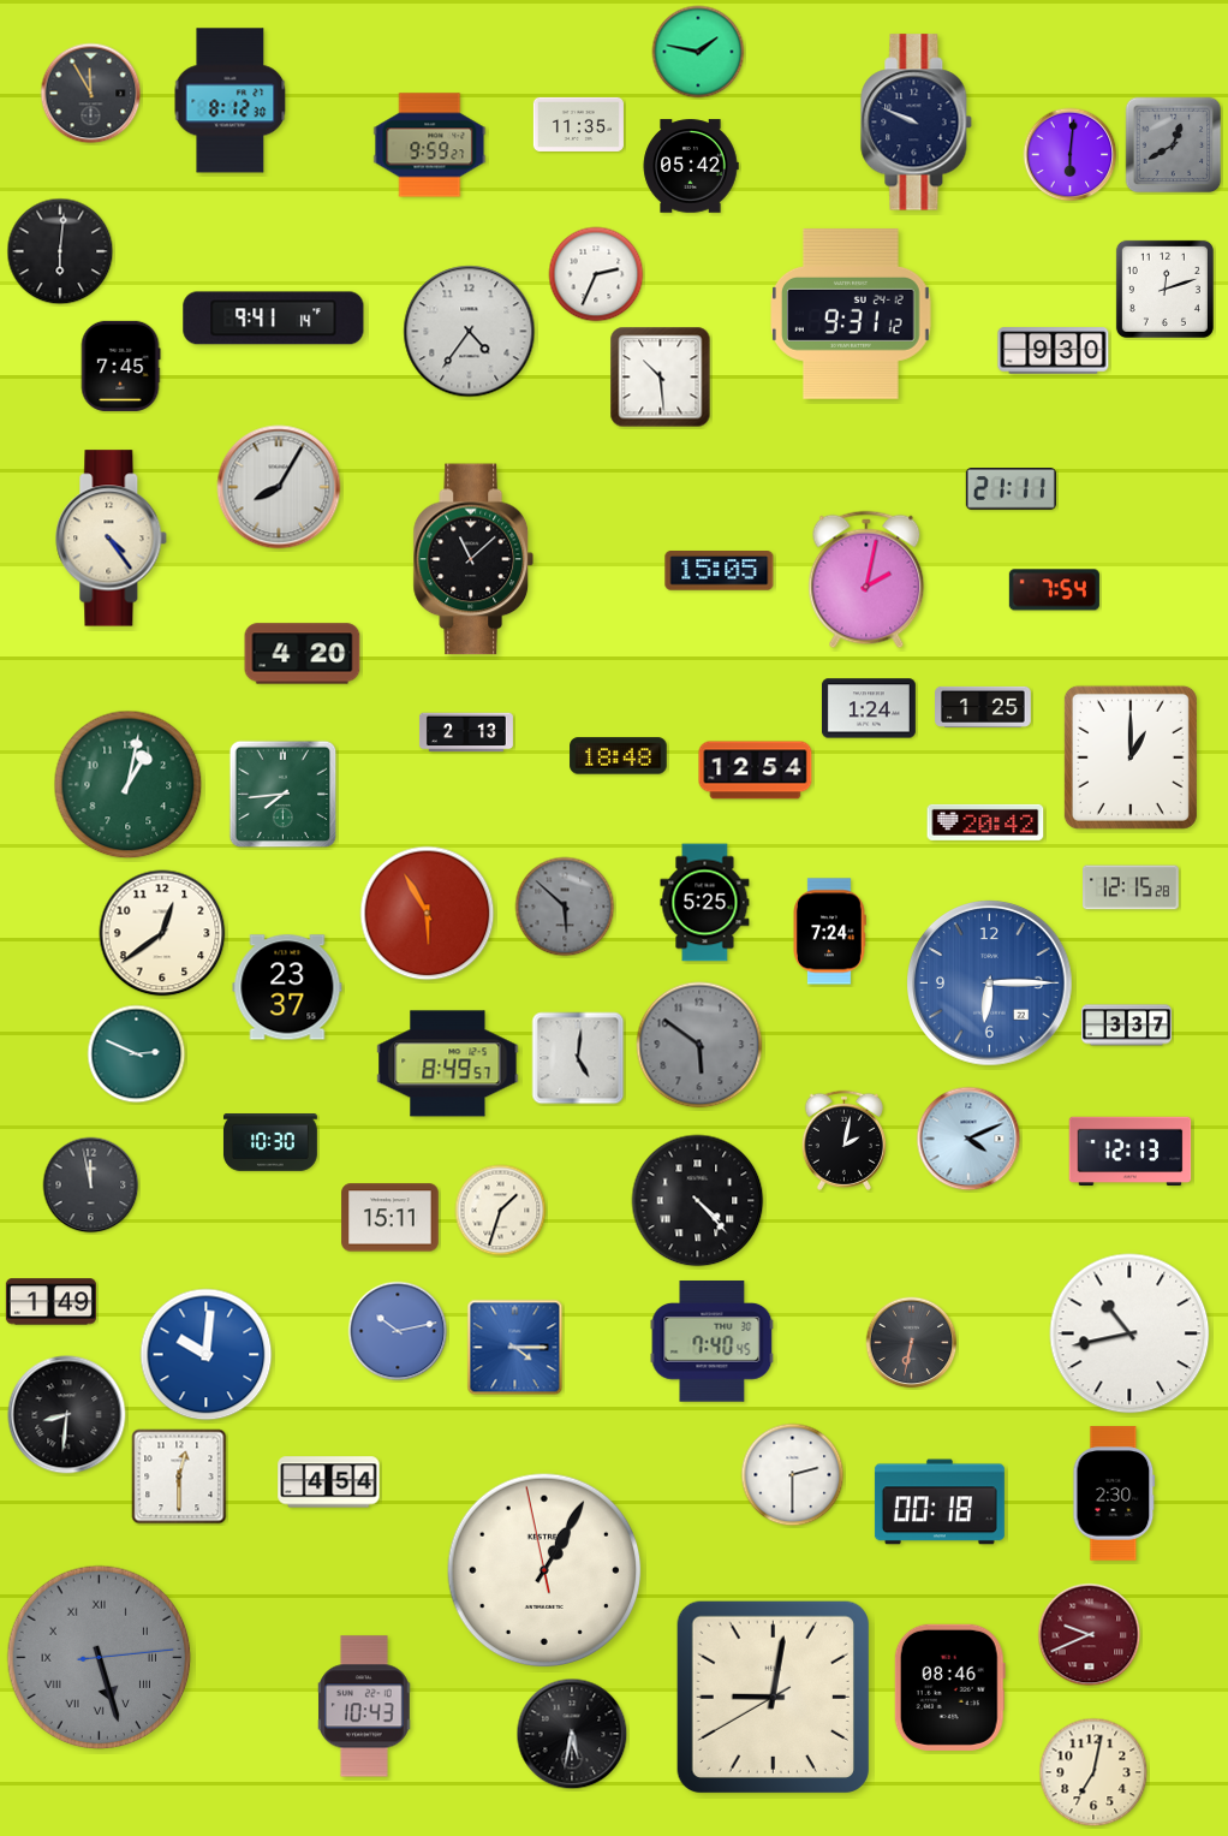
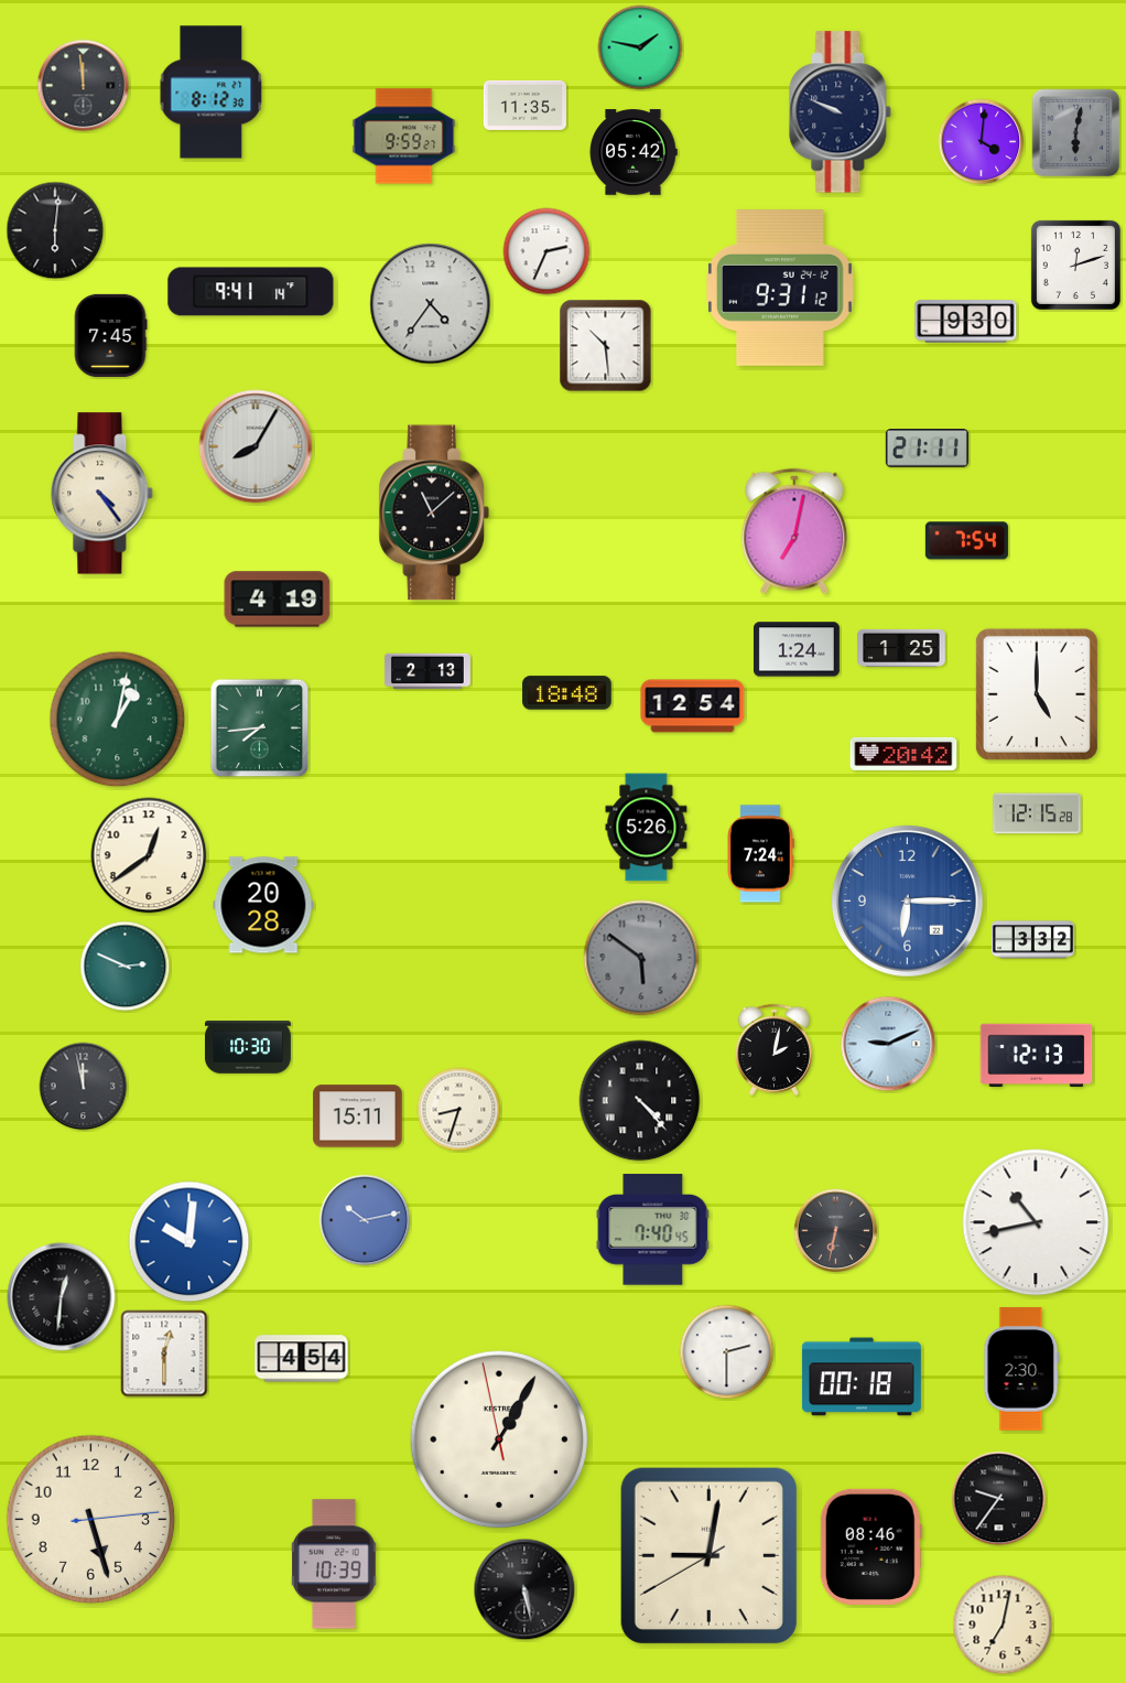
clock at (91, 94): 11:55 -> 11:59
clock at (578, 124) position: (578, 124) -> (524, 105)
clock at (430, 145) position: (430, 145) -> (404, 137)
clock at (1174, 145): 12:40 -> 6:02
clock at (1071, 155): 6:01 -> 4:01
clock at (1164, 289) position: (1164, 289) -> (1075, 265)
clock at (720, 571): 15:05 -> none
clock at (866, 580): 2:02 -> 7:02
clock at (303, 654): 4:20 -> 4:19
clock at (1131, 757): 1:00 -> 5:00
clock at (705, 903): 5:25 -> 5:26
clock at (565, 907): 5:52 -> none
clock at (428, 914): 5:55 -> none
clock at (287, 987): 23:37 -> 20:28
clock at (1126, 1026): 3:37 -> 3:32
clock at (578, 1058): 5:01 -> none
clock at (448, 1064): 8:49 -> none
clock at (968, 1139): 4:11 -> 9:11
clock at (843, 1140) position: (843, 1140) -> (773, 1049)
clock at (501, 1211): 1:33 -> 8:33
clock at (50, 1302): 1:49 -> none
clock at (515, 1348): 4:15 -> none
clock at (67, 1415): 8:31 -> 12:31
clock at (1090, 1635): 9:41 -> 9:36
clock at (1090, 1635) dial: burgundy -> black
clock at (100, 1658) dial: grey -> cream
clock at (100, 1658) numerals: Roman -> Arabic
clock at (365, 1706): 10:43 -> 10:39
clock at (572, 1734): 5:32 -> 5:28
